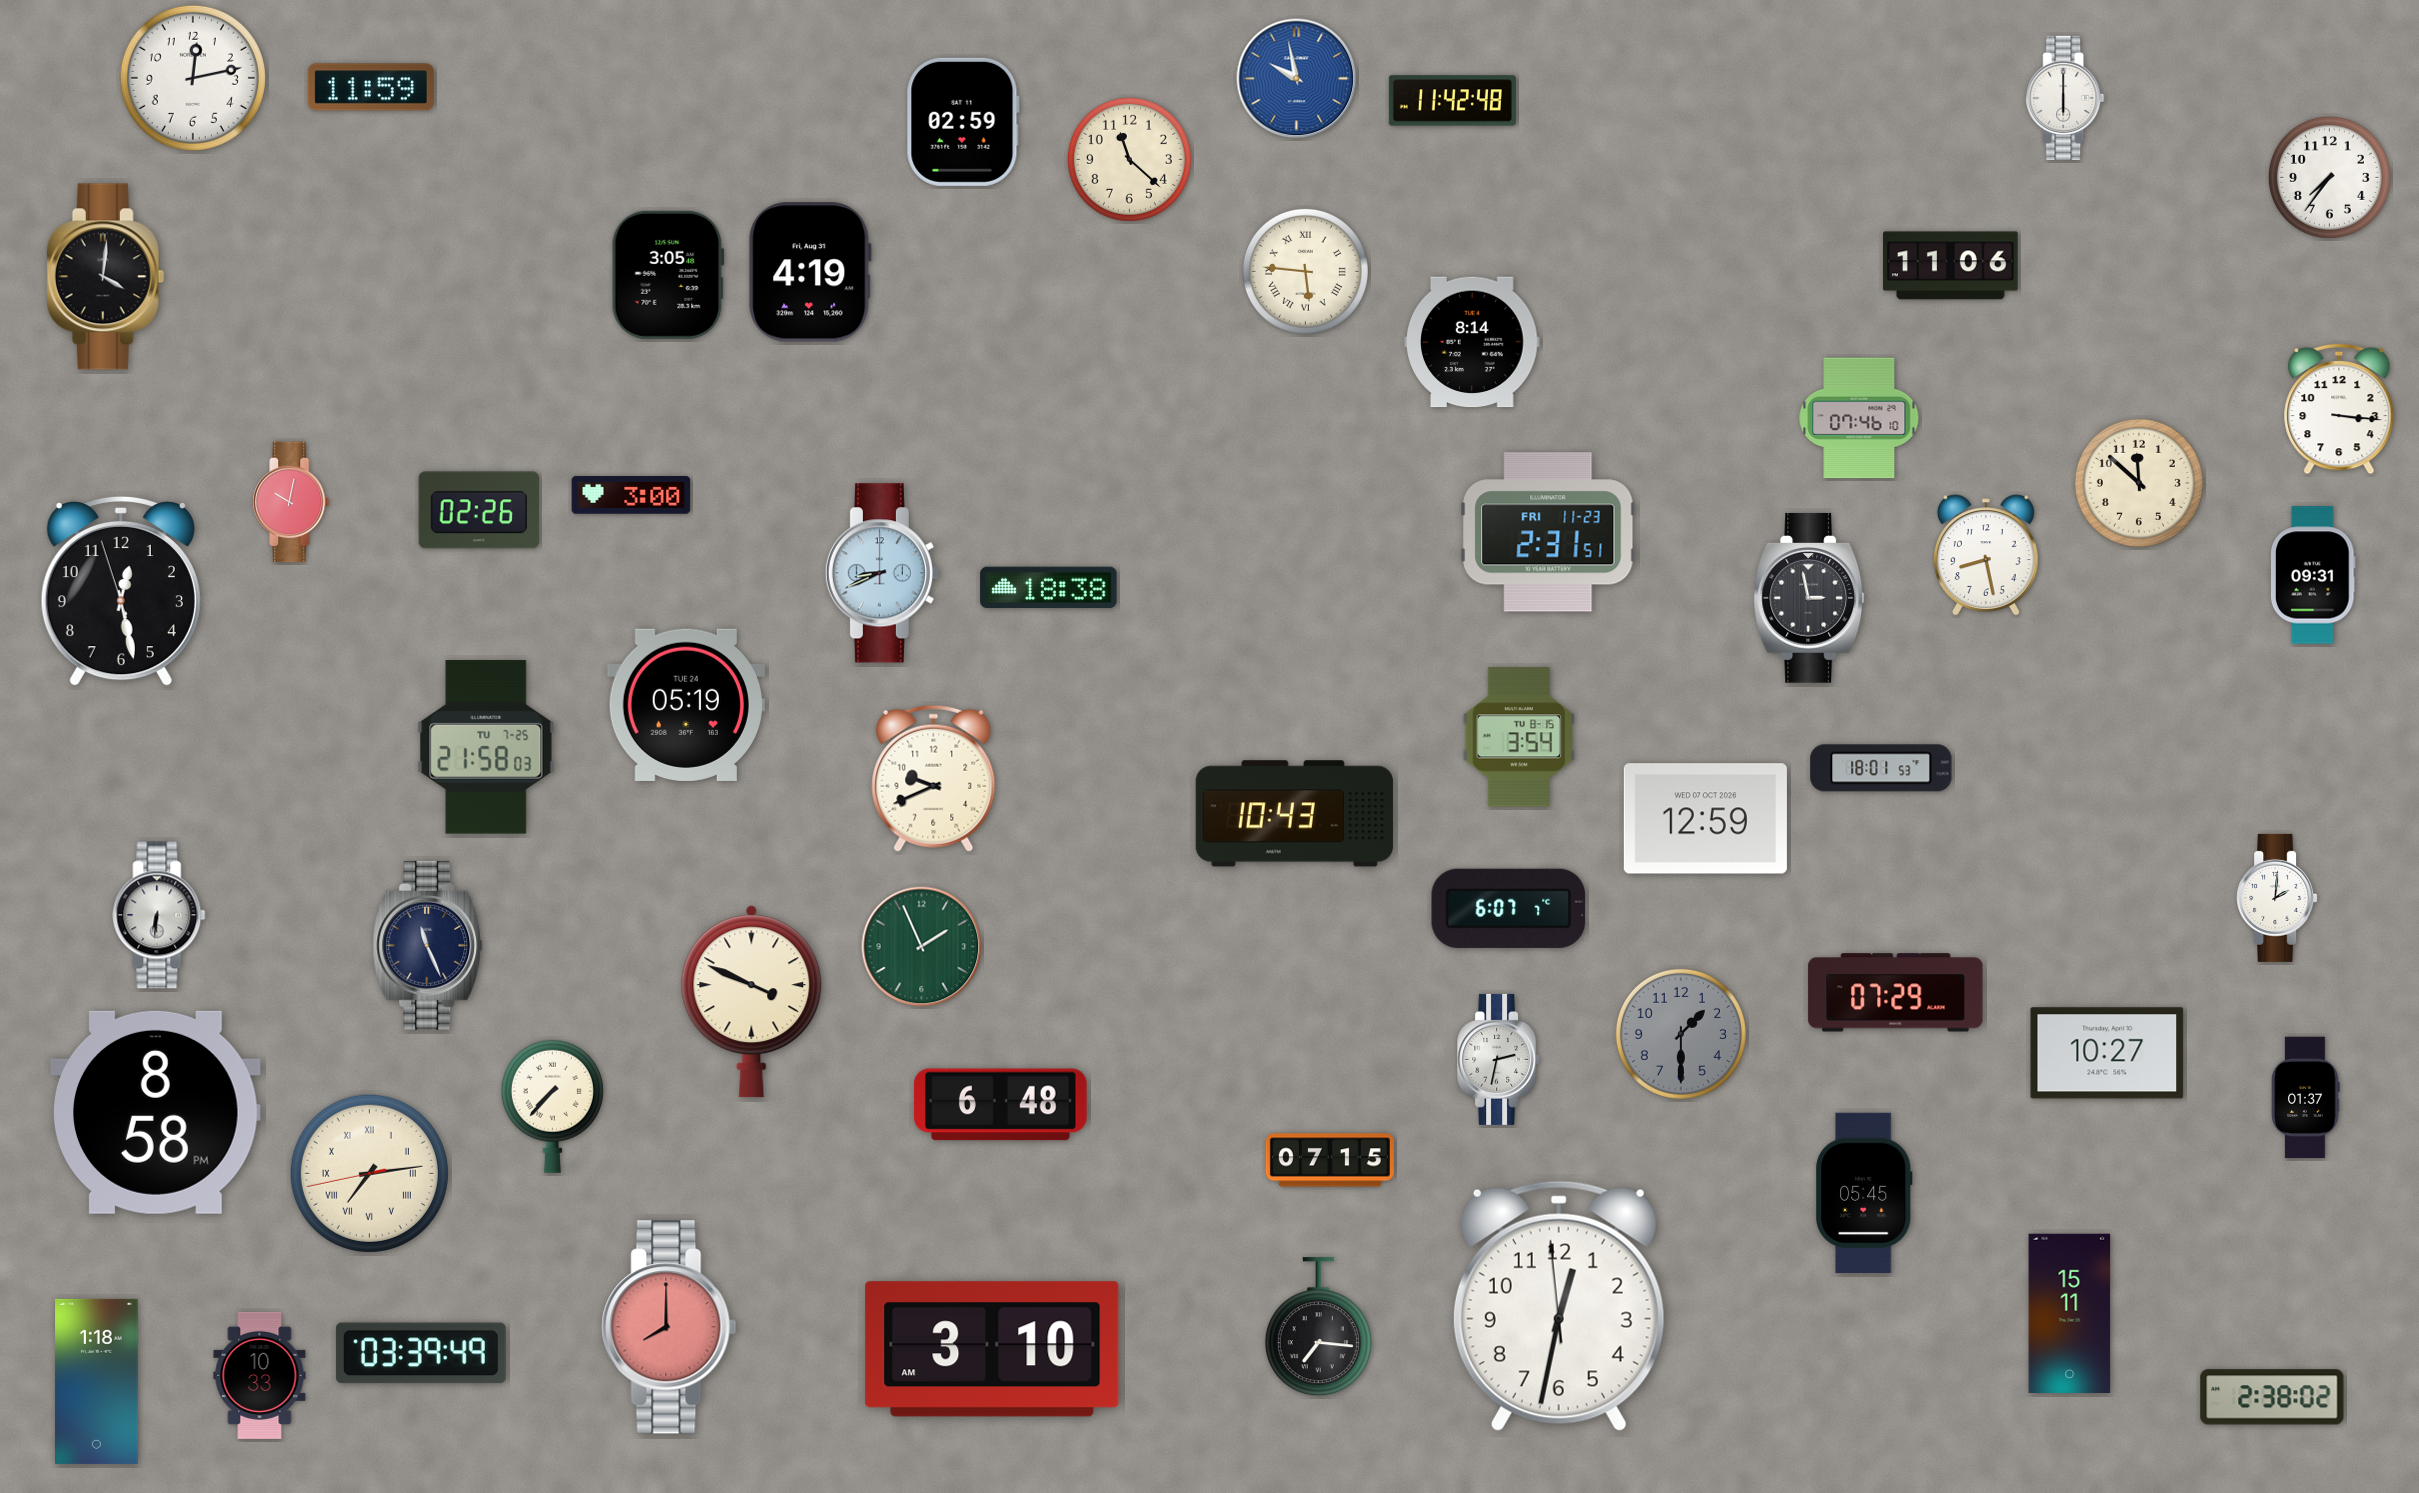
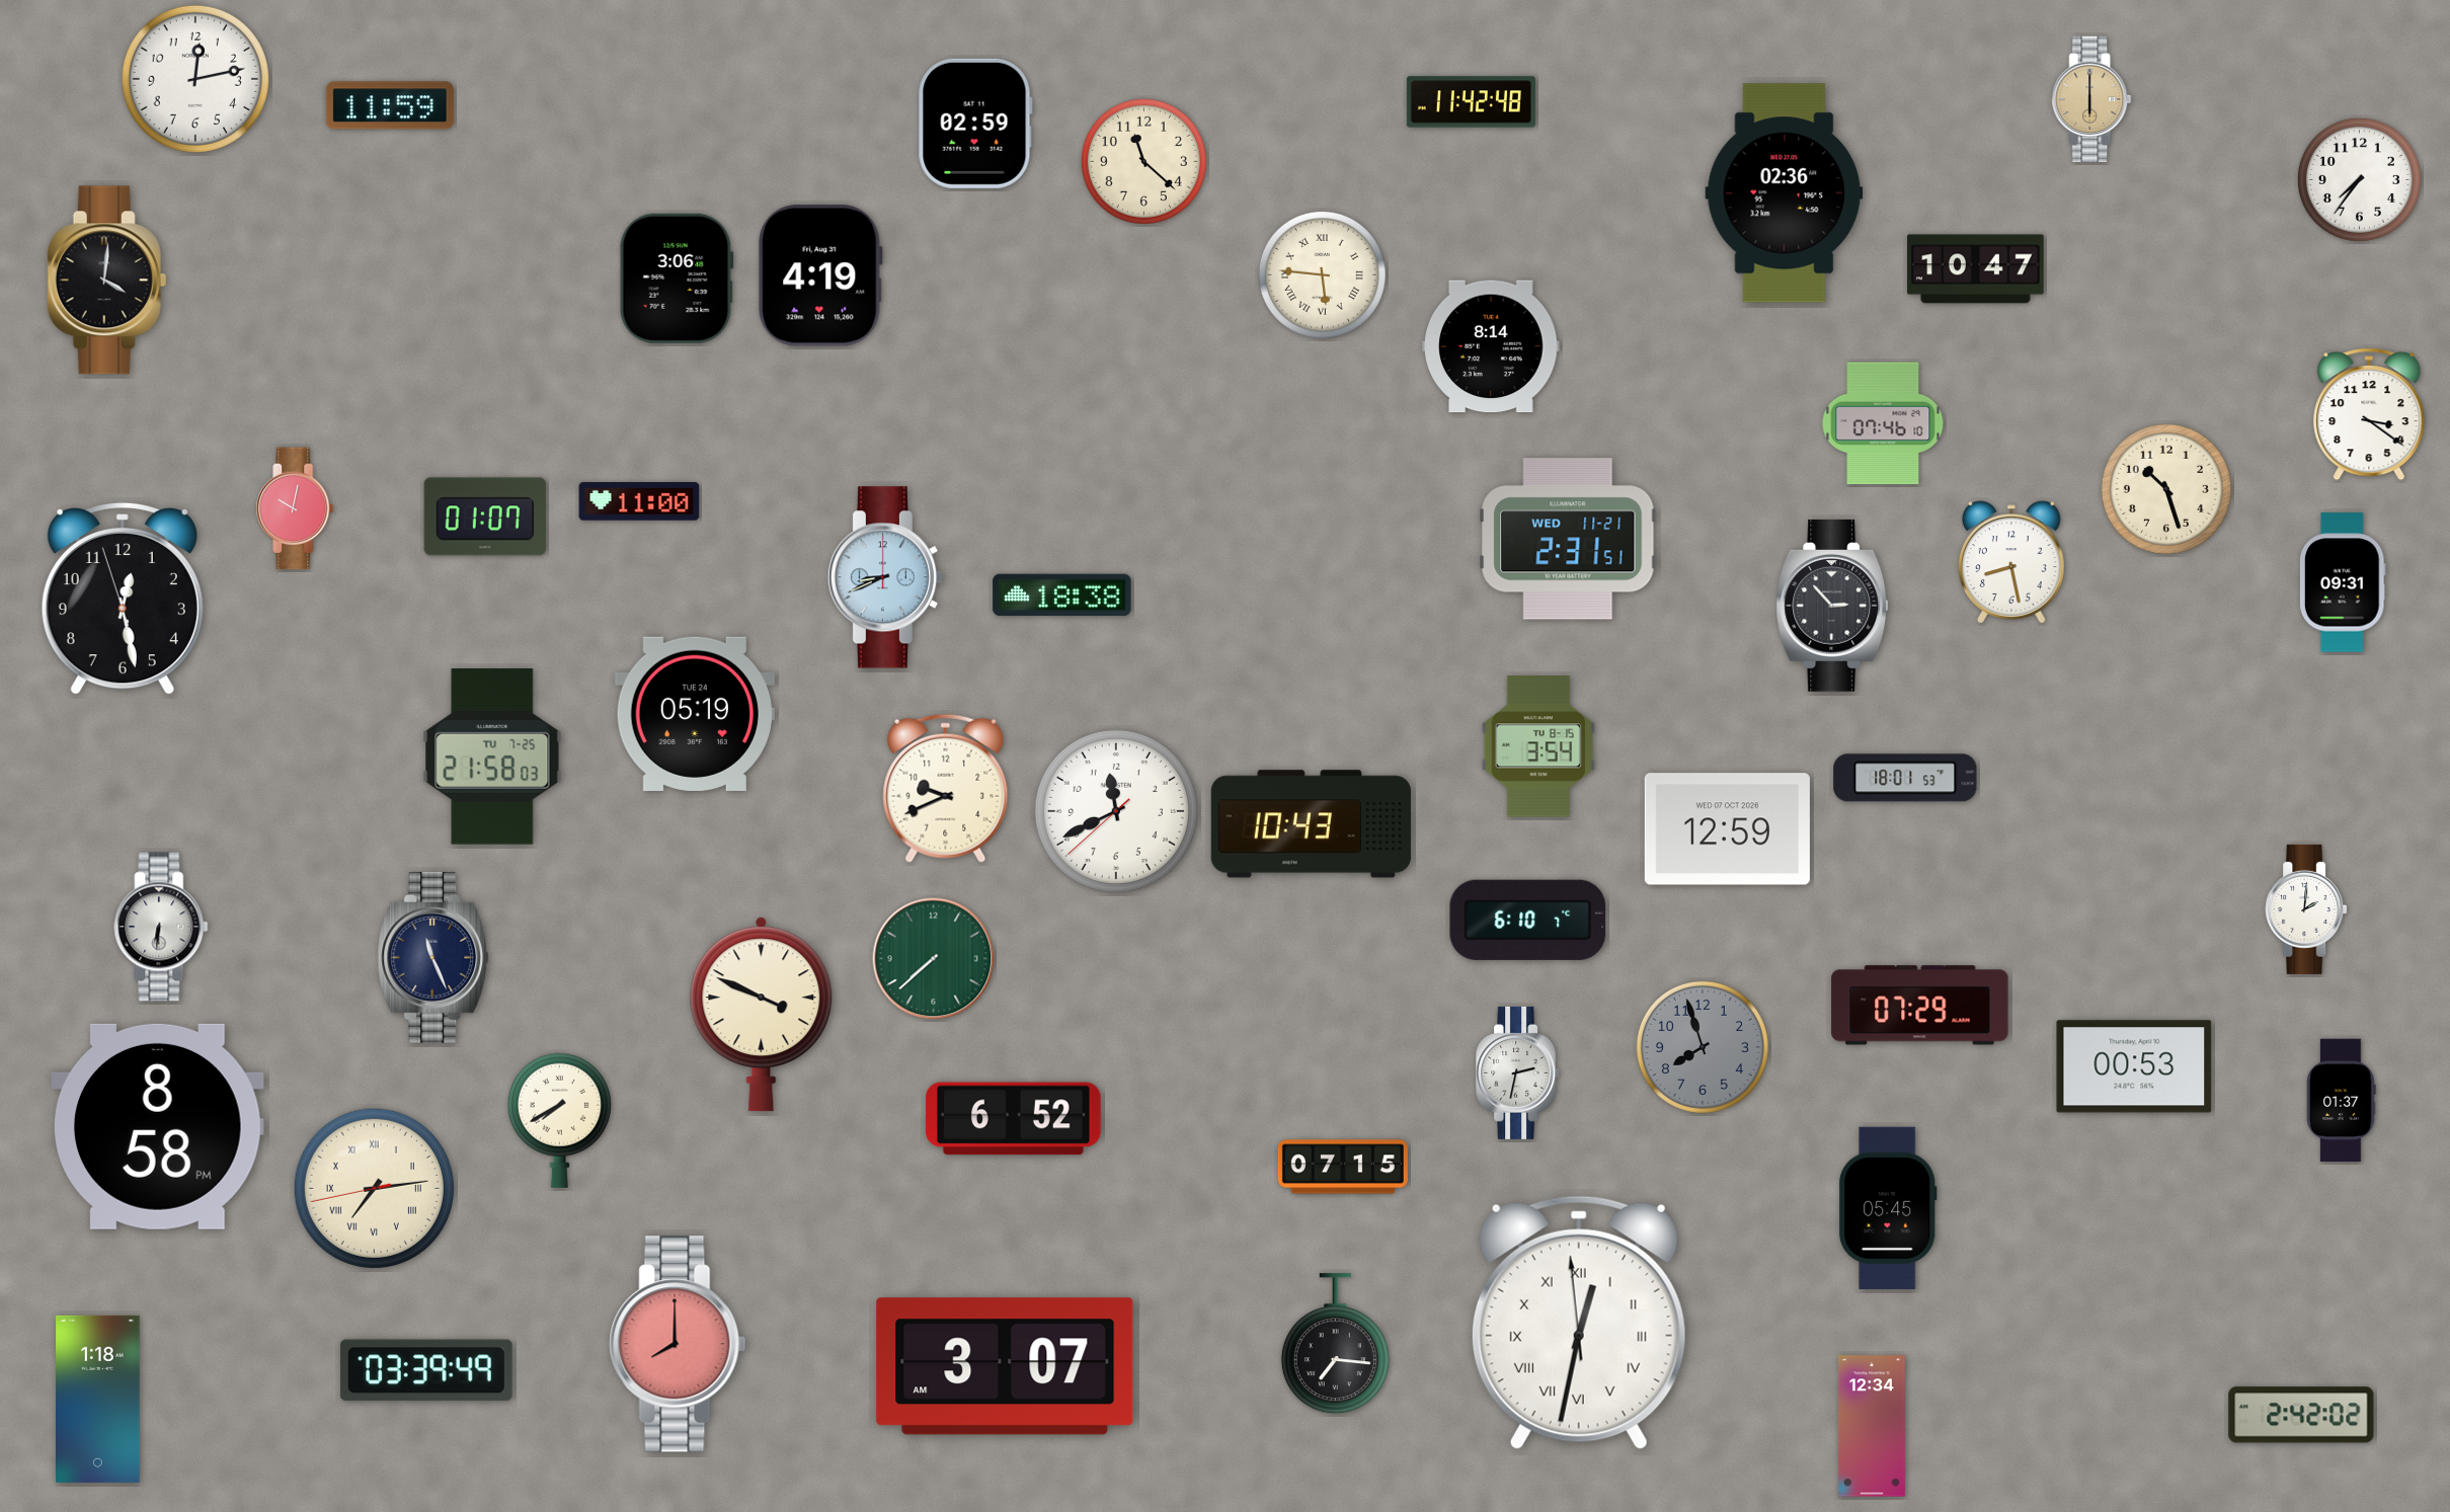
clock at (1297, 79): 9:58 -> none
clock at (371, 87) position: (371, 87) -> (390, 105)
clock at (2065, 97) dial: white -> champagne
clock at (1785, 193): none -> 02:36
clock at (1951, 266): 11:06 -> 10:47
clock at (668, 275): 3:05 -> 3:06
clock at (2339, 409): 3:16 -> 3:21
clock at (2139, 483): 11:52 -> 10:27
clock at (631, 495): 3:00 -> 11:00
clock at (479, 510): 02:26 -> 01:07
clock at (1548, 532) date: FRI 11-23 -> WED 11-21
clock at (882, 573) position: (882, 573) -> (885, 577)
clock at (1809, 598): 2:58 -> 2:53
clock at (1116, 811): none -> 11:40
clock at (1509, 908): 6:07 -> 6:10
clock at (922, 947): 1:56 -> 7:38
clock at (1681, 1034): 1:30 -> 7:57
clock at (2107, 1053): 10:27 -> 00:53
clock at (2306, 1098) position: (2306, 1098) -> (2342, 1101)
clock at (1001, 1105): 6:48 -> 6:52
clock at (552, 1106): 7:37 -> 7:40
clock at (1330, 1160) position: (1330, 1160) -> (1343, 1167)
clock at (1559, 1306) numerals: Arabic -> Roman
clock at (2070, 1314): 15:11 -> none
clock at (992, 1349): 3:10 -> 3:07
clock at (260, 1375): 10:33 -> none
clock at (2272, 1397): 2:38 -> 2:42
clock at (1872, 1426): none -> 12:34
